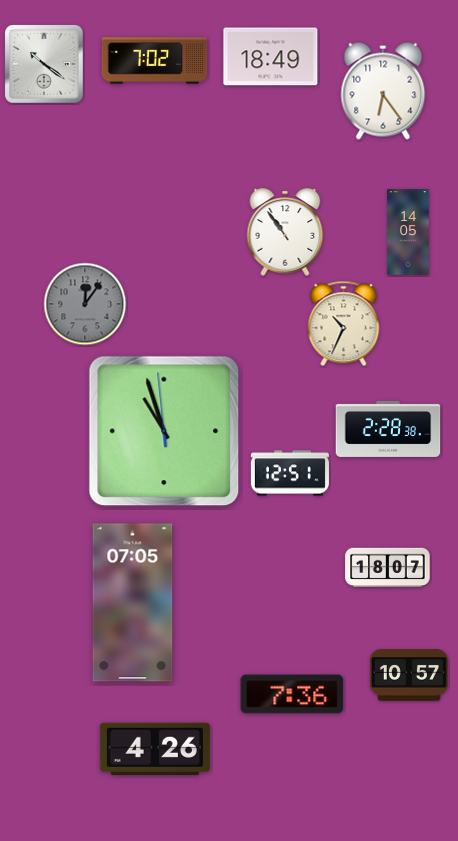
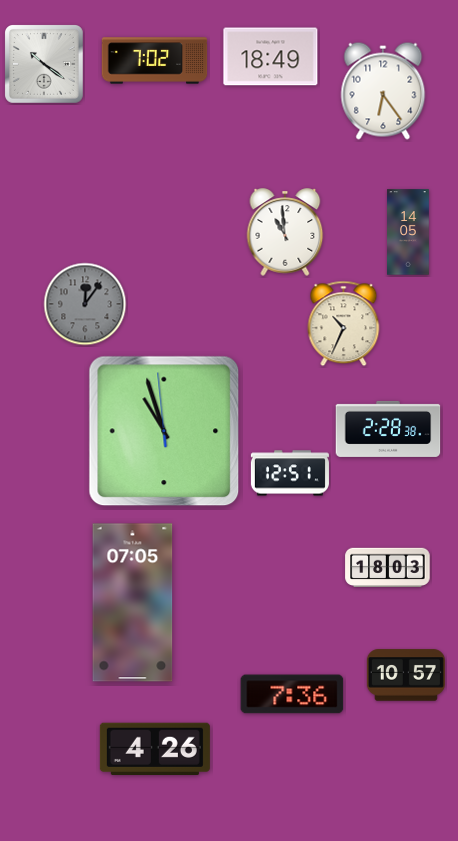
clock at (285, 232): 10:54 -> 10:59
clock at (388, 568): 18:07 -> 18:03
clock at (409, 675) position: (409, 675) -> (406, 675)
